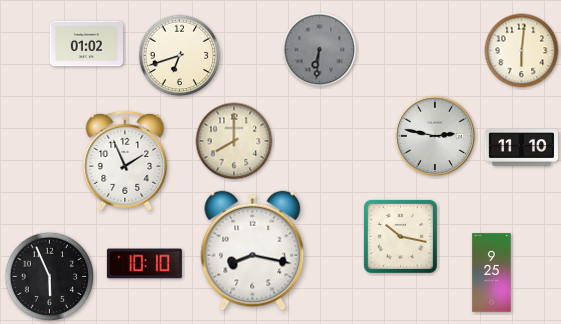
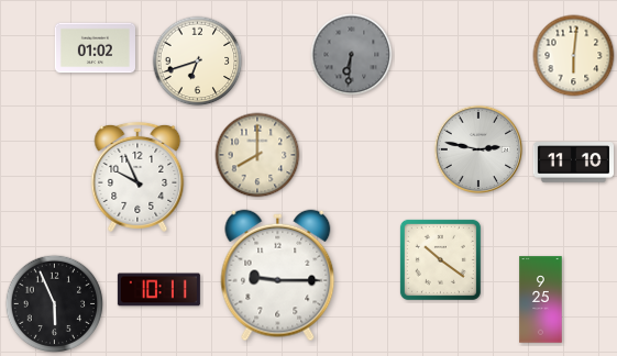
clock at (125, 161): 1:56 -> 9:56
clock at (400, 236): 10:17 -> 10:21
clock at (253, 251): 8:17 -> 9:15
clock at (144, 264): 10:10 -> 10:11
